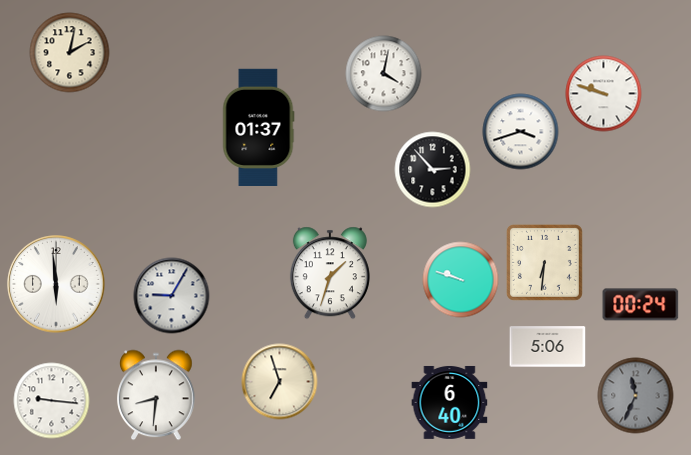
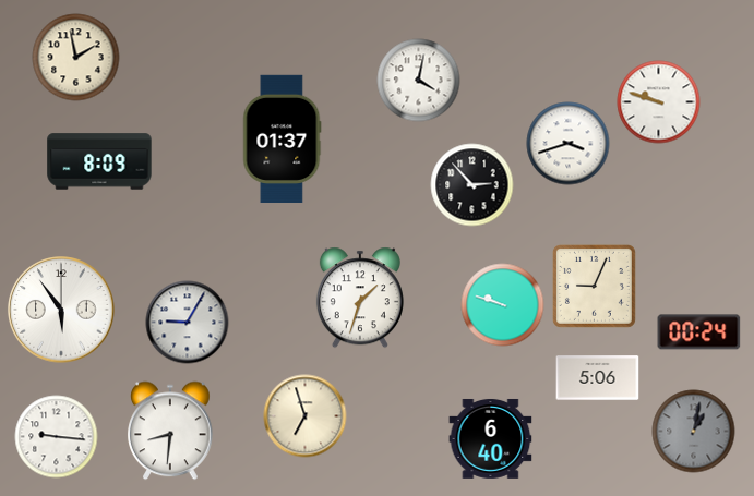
clock at (70, 53): 2:02 -> 1:58
clock at (99, 161): none -> 8:09
clock at (544, 262): 6:31 -> 9:04
clock at (56, 284): 5:59 -> 5:54
clock at (636, 396): 11:34 -> 1:02
